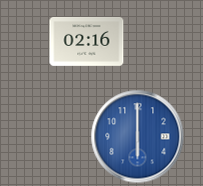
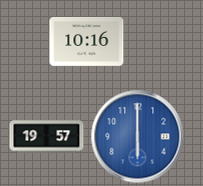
clock at (87, 41): 02:16 -> 10:16
clock at (47, 137): none -> 19:57
